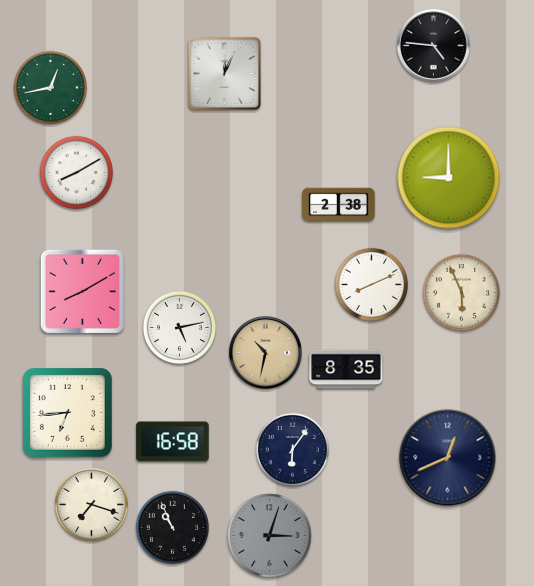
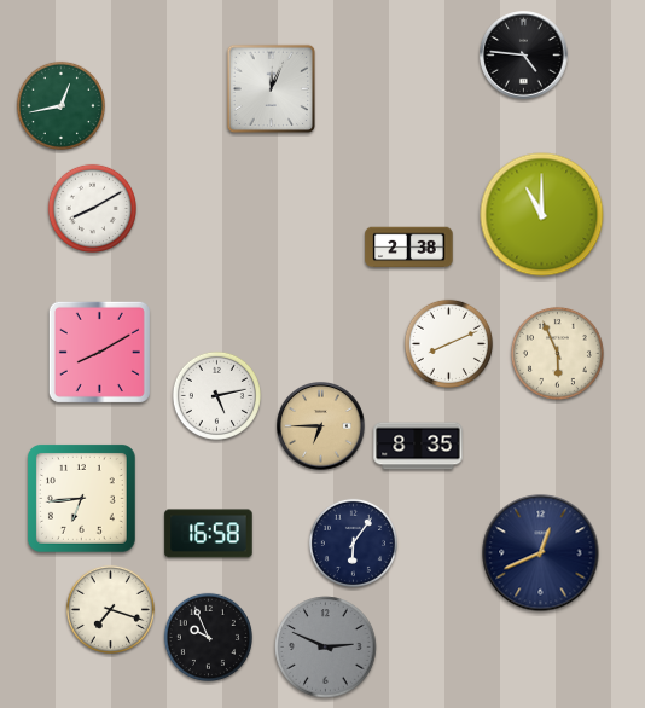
clock at (449, 178): 9:00 -> 11:00
clock at (266, 353): 10:32 -> 6:45
clock at (172, 527): 10:56 -> 9:56
clock at (270, 536): 3:03 -> 2:49
